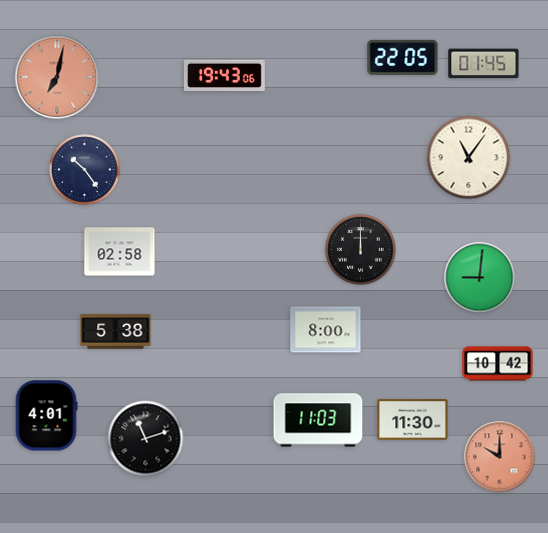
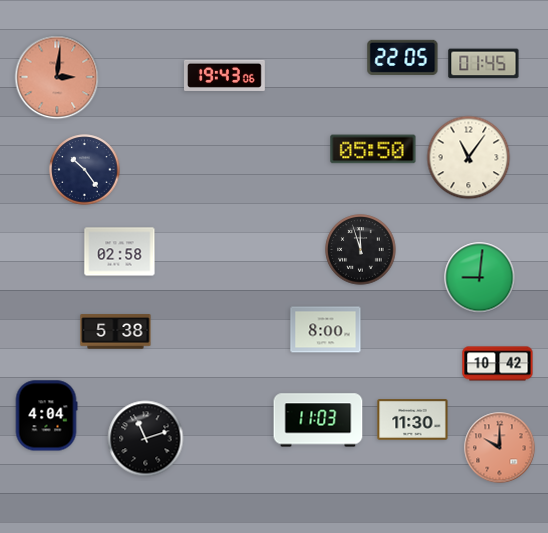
clock at (57, 77): 7:02 -> 3:01
clock at (373, 149): none -> 05:50
clock at (361, 250): 12:00 -> 11:57
clock at (46, 416): 4:01 -> 4:04
clock at (500, 457) position: (500, 457) -> (500, 448)
